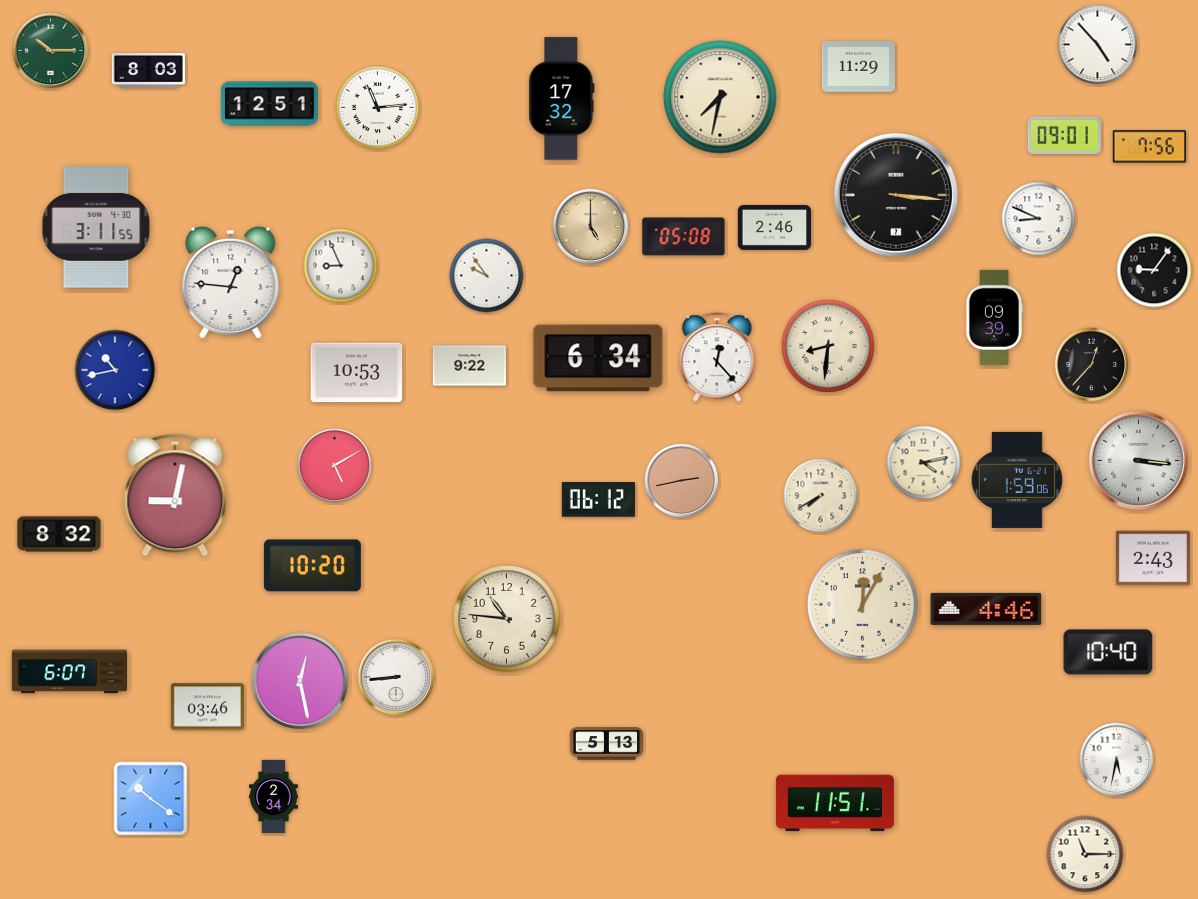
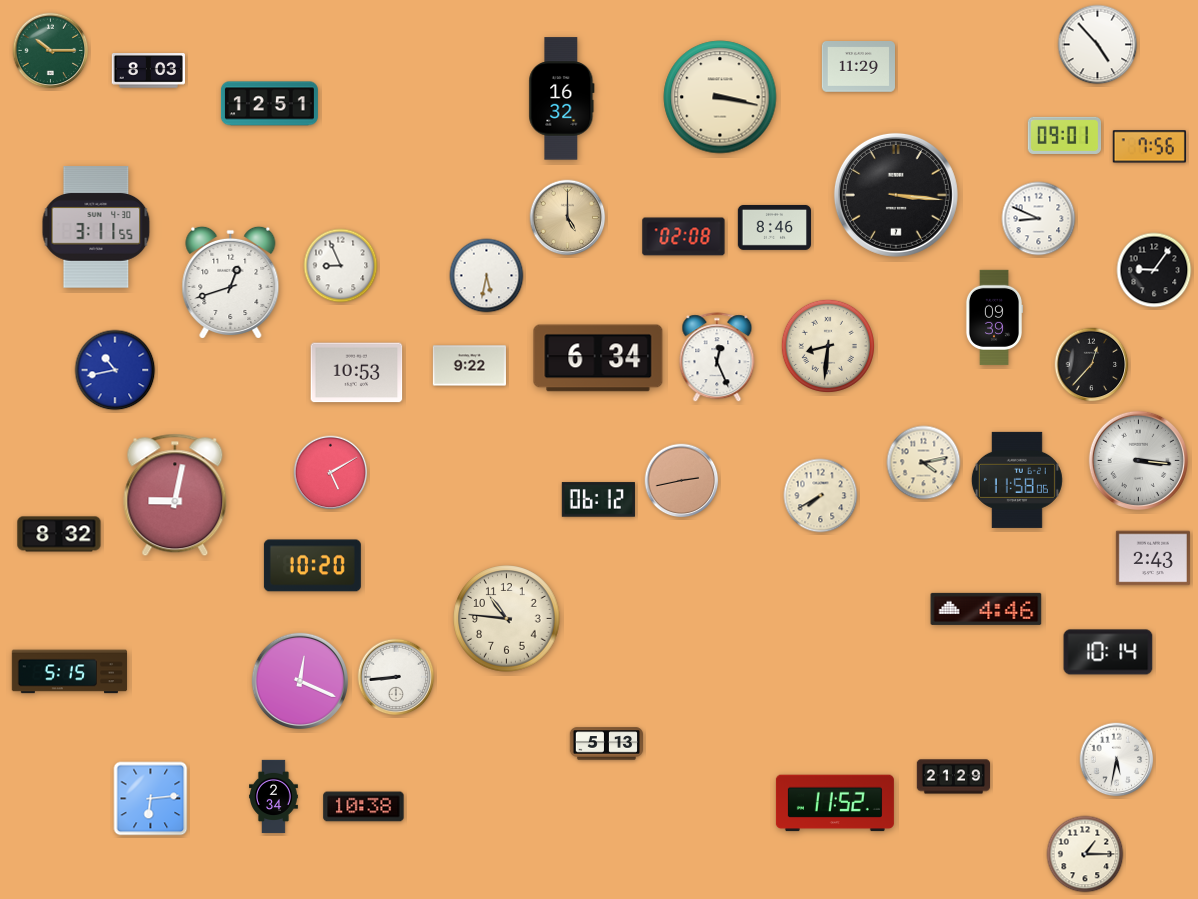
clock at (720, 97): 7:32 -> 3:17
clock at (562, 99): 17:32 -> 16:32
clock at (378, 108): 11:14 -> none
clock at (591, 227) position: (591, 227) -> (568, 218)
clock at (774, 227): 2:46 -> 8:46
clock at (684, 237): 05:08 -> 02:08
clock at (487, 276): 9:54 -> 5:32
clock at (231, 282): 12:46 -> 12:42
clock at (717, 358): 12:23 -> 12:26
clock at (335, 466) position: (335, 466) -> (331, 473)
clock at (1017, 480): 1:59 -> 11:58
clock at (863, 605): 12:05 -> none
clock at (1108, 652): 10:40 -> 10:14
clock at (70, 672): 6:07 -> 5:15
clock at (300, 681): 12:28 -> 12:19
clock at (207, 707): 03:46 -> none
clock at (954, 777): none -> 21:29
clock at (151, 799): 10:21 -> 6:14
clock at (835, 803): 11:51 -> 11:52
clock at (364, 807): none -> 10:38
clock at (1085, 854): 11:15 -> 1:15
